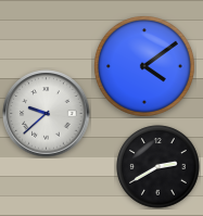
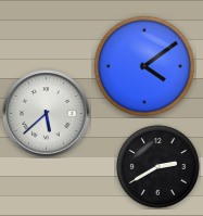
clock at (47, 114): 9:38 -> 5:38
